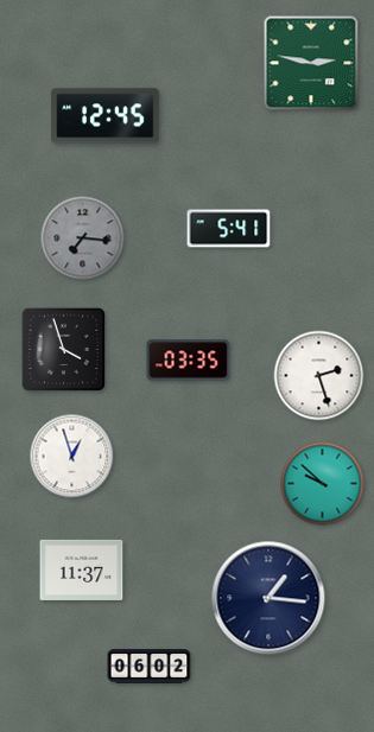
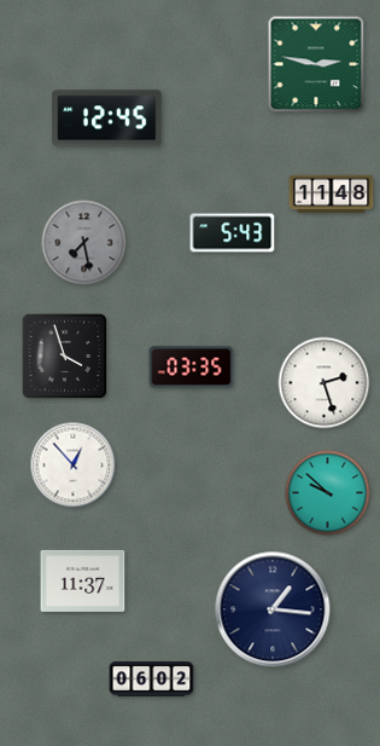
clock at (332, 195): none -> 11:48
clock at (229, 229): 5:41 -> 5:43
clock at (83, 238): 7:16 -> 7:28
clock at (72, 457): 12:57 -> 12:53
